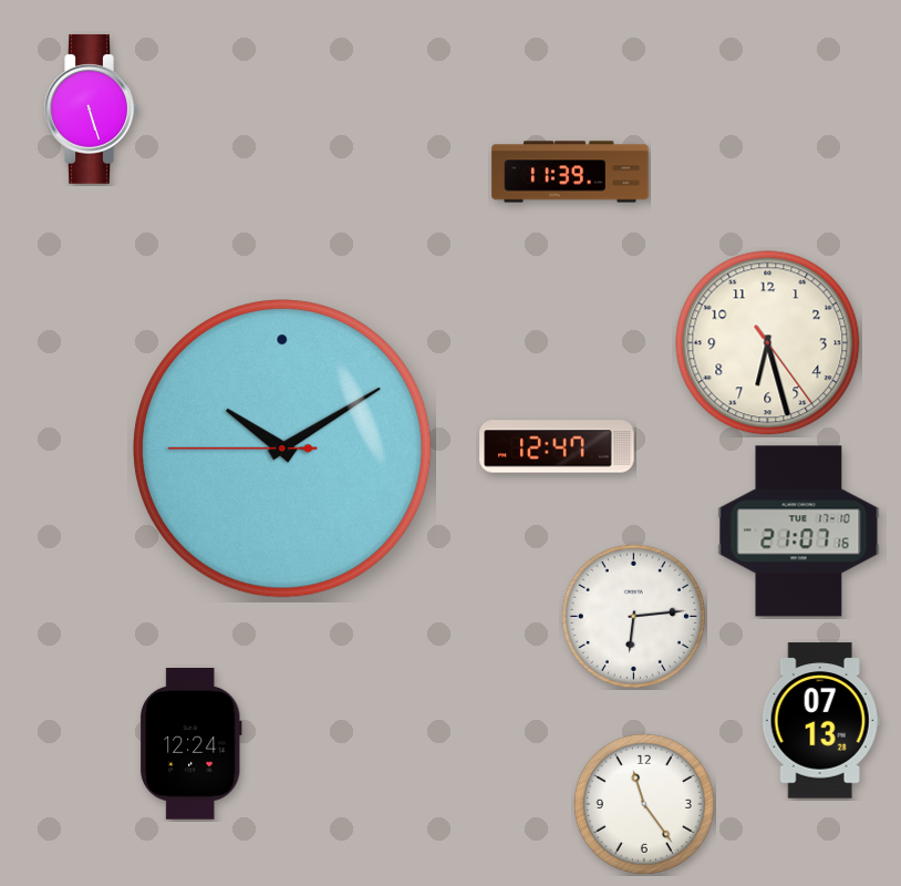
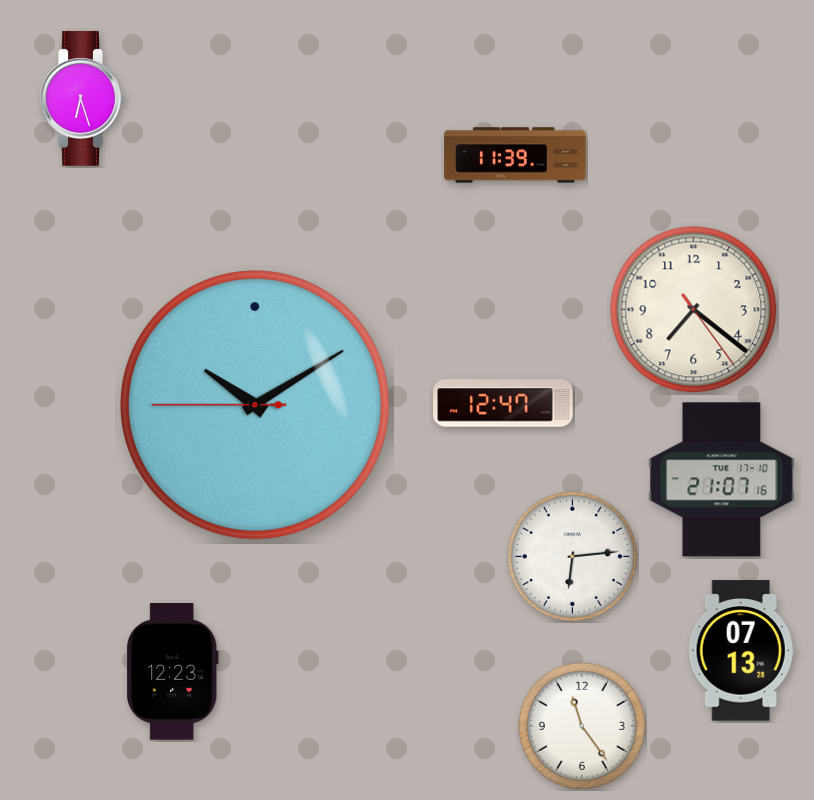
clock at (91, 109): 5:27 -> 6:27
clock at (768, 343): 6:27 -> 7:21
clock at (191, 744): 12:24 -> 12:23
